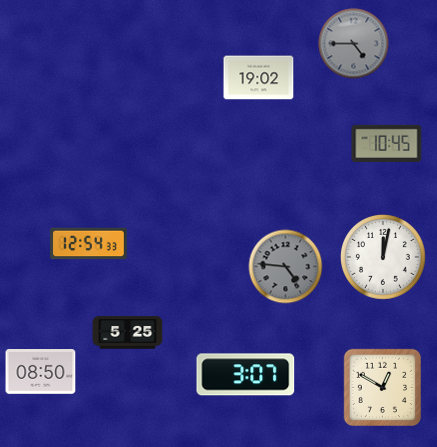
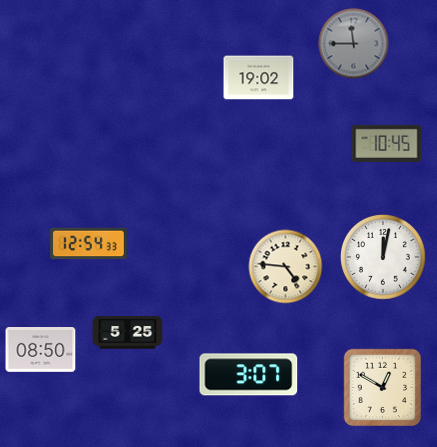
clock at (354, 44): 4:45 -> 11:45
clock at (286, 267) dial: grey -> cream
clock at (41, 372) position: (41, 372) -> (41, 350)
clock at (246, 375) position: (246, 375) -> (249, 375)
